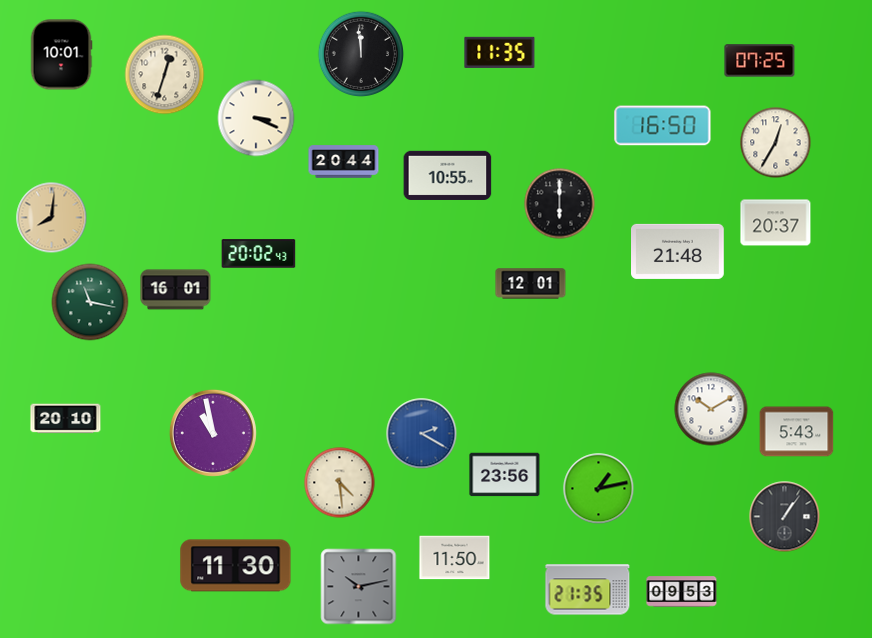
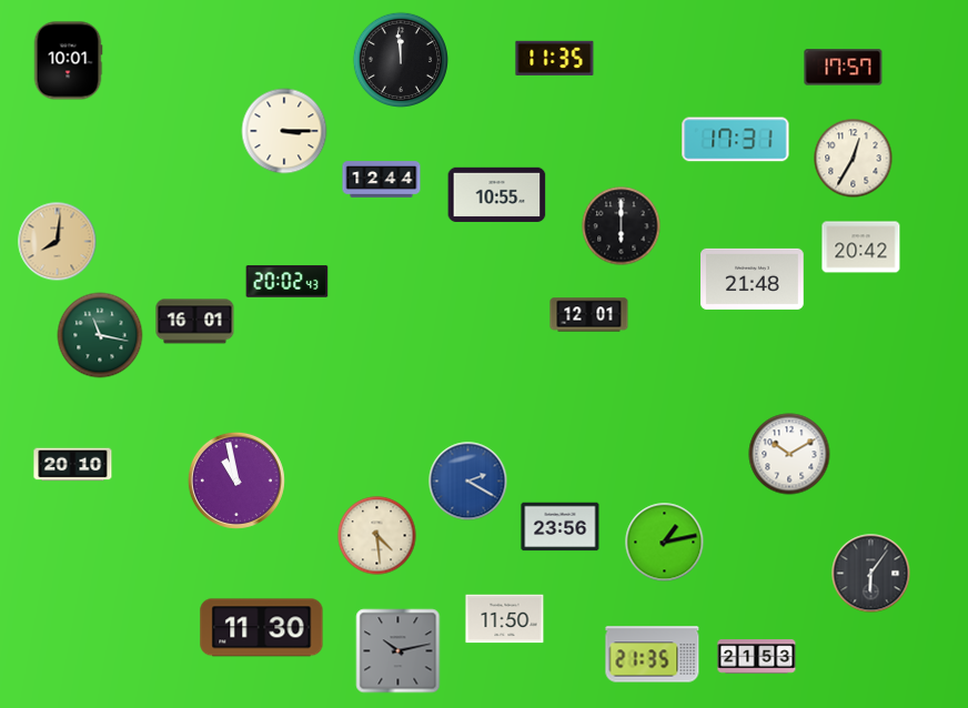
clock at (760, 61): 07:25 -> 17:57
clock at (165, 75): 12:33 -> none
clock at (256, 118): 3:19 -> 3:15
clock at (663, 126): 16:50 -> 17:31
clock at (776, 143) position: (776, 143) -> (854, 159)
clock at (344, 162): 20:44 -> 12:44
clock at (776, 223): 20:37 -> 20:42
clock at (797, 432): 5:43 -> none
clock at (785, 517): 1:06 -> 6:06
clock at (682, 592): 09:53 -> 21:53
